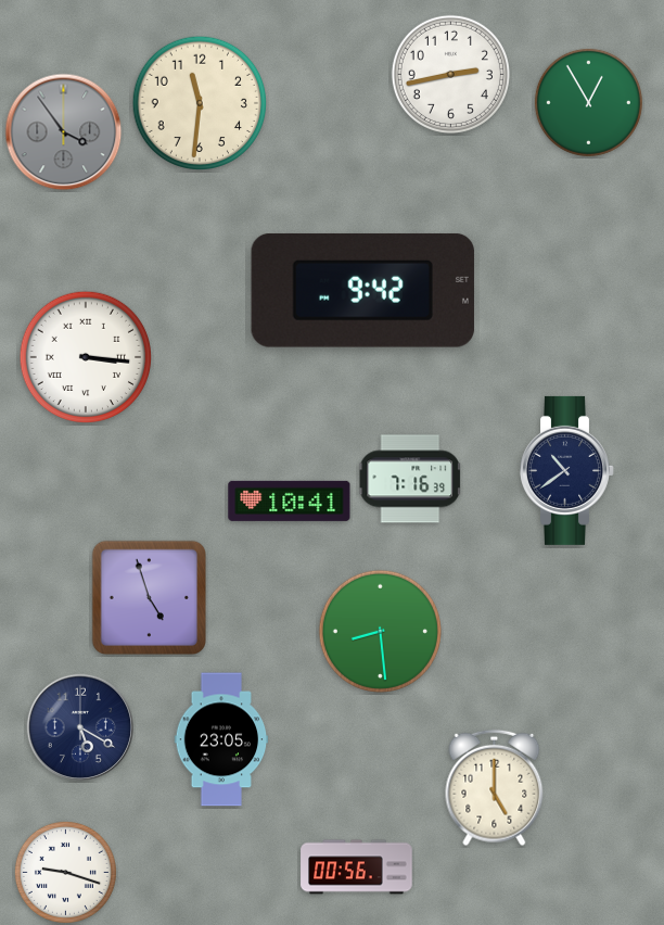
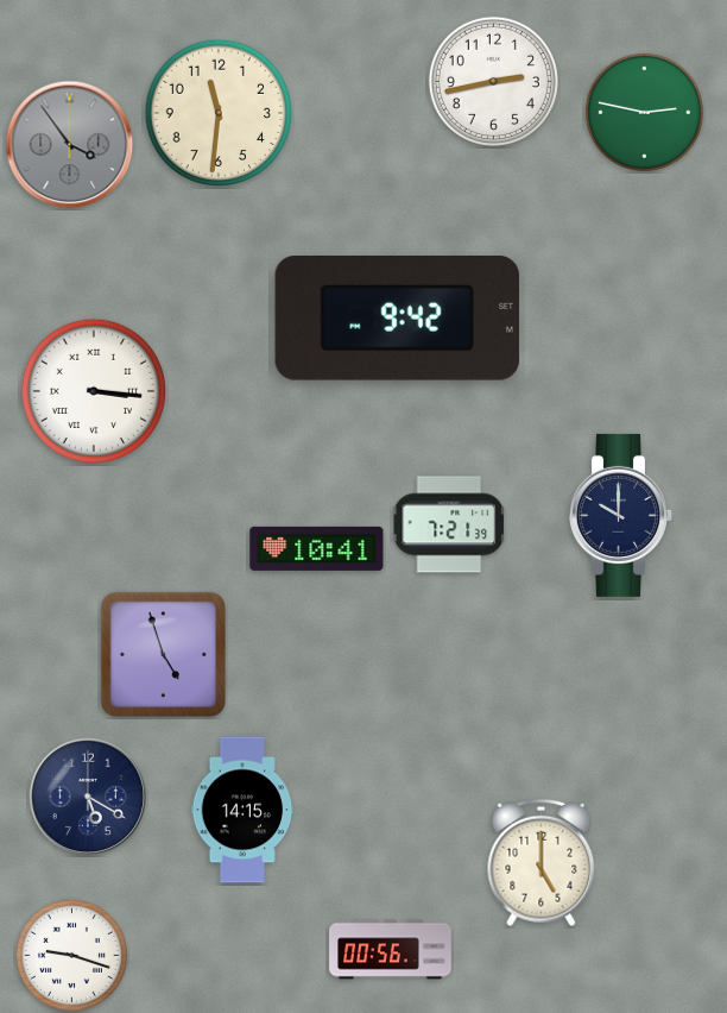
clock at (588, 102): 12:55 -> 2:47
clock at (567, 470): 10:39 -> 10:00
clock at (409, 479): 7:16 -> 7:21
clock at (380, 631): 8:29 -> none
clock at (221, 739): 23:05 -> 14:15
